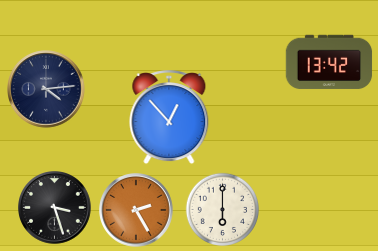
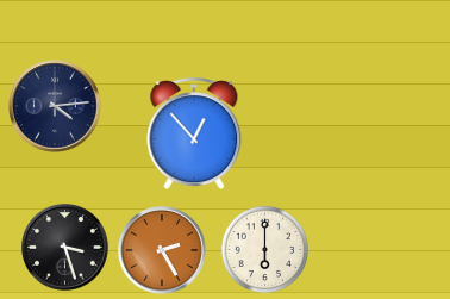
clock at (329, 62): 13:42 -> none
clock at (169, 118) position: (169, 118) -> (194, 135)
